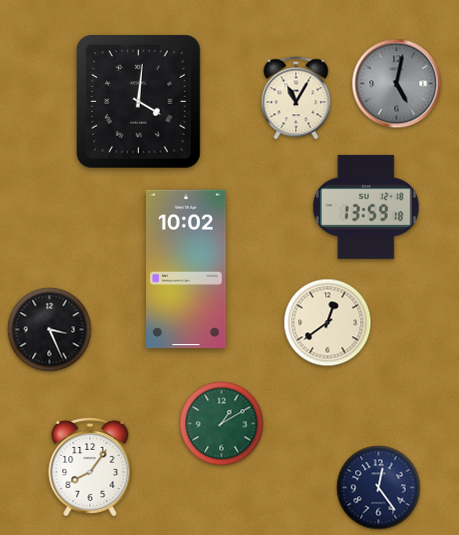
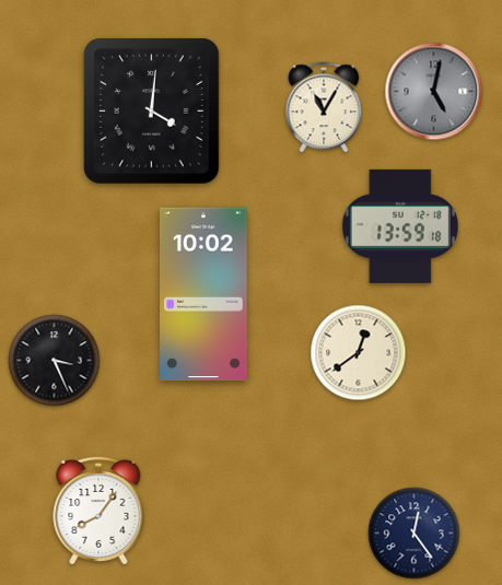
clock at (222, 424): 1:10 -> none
